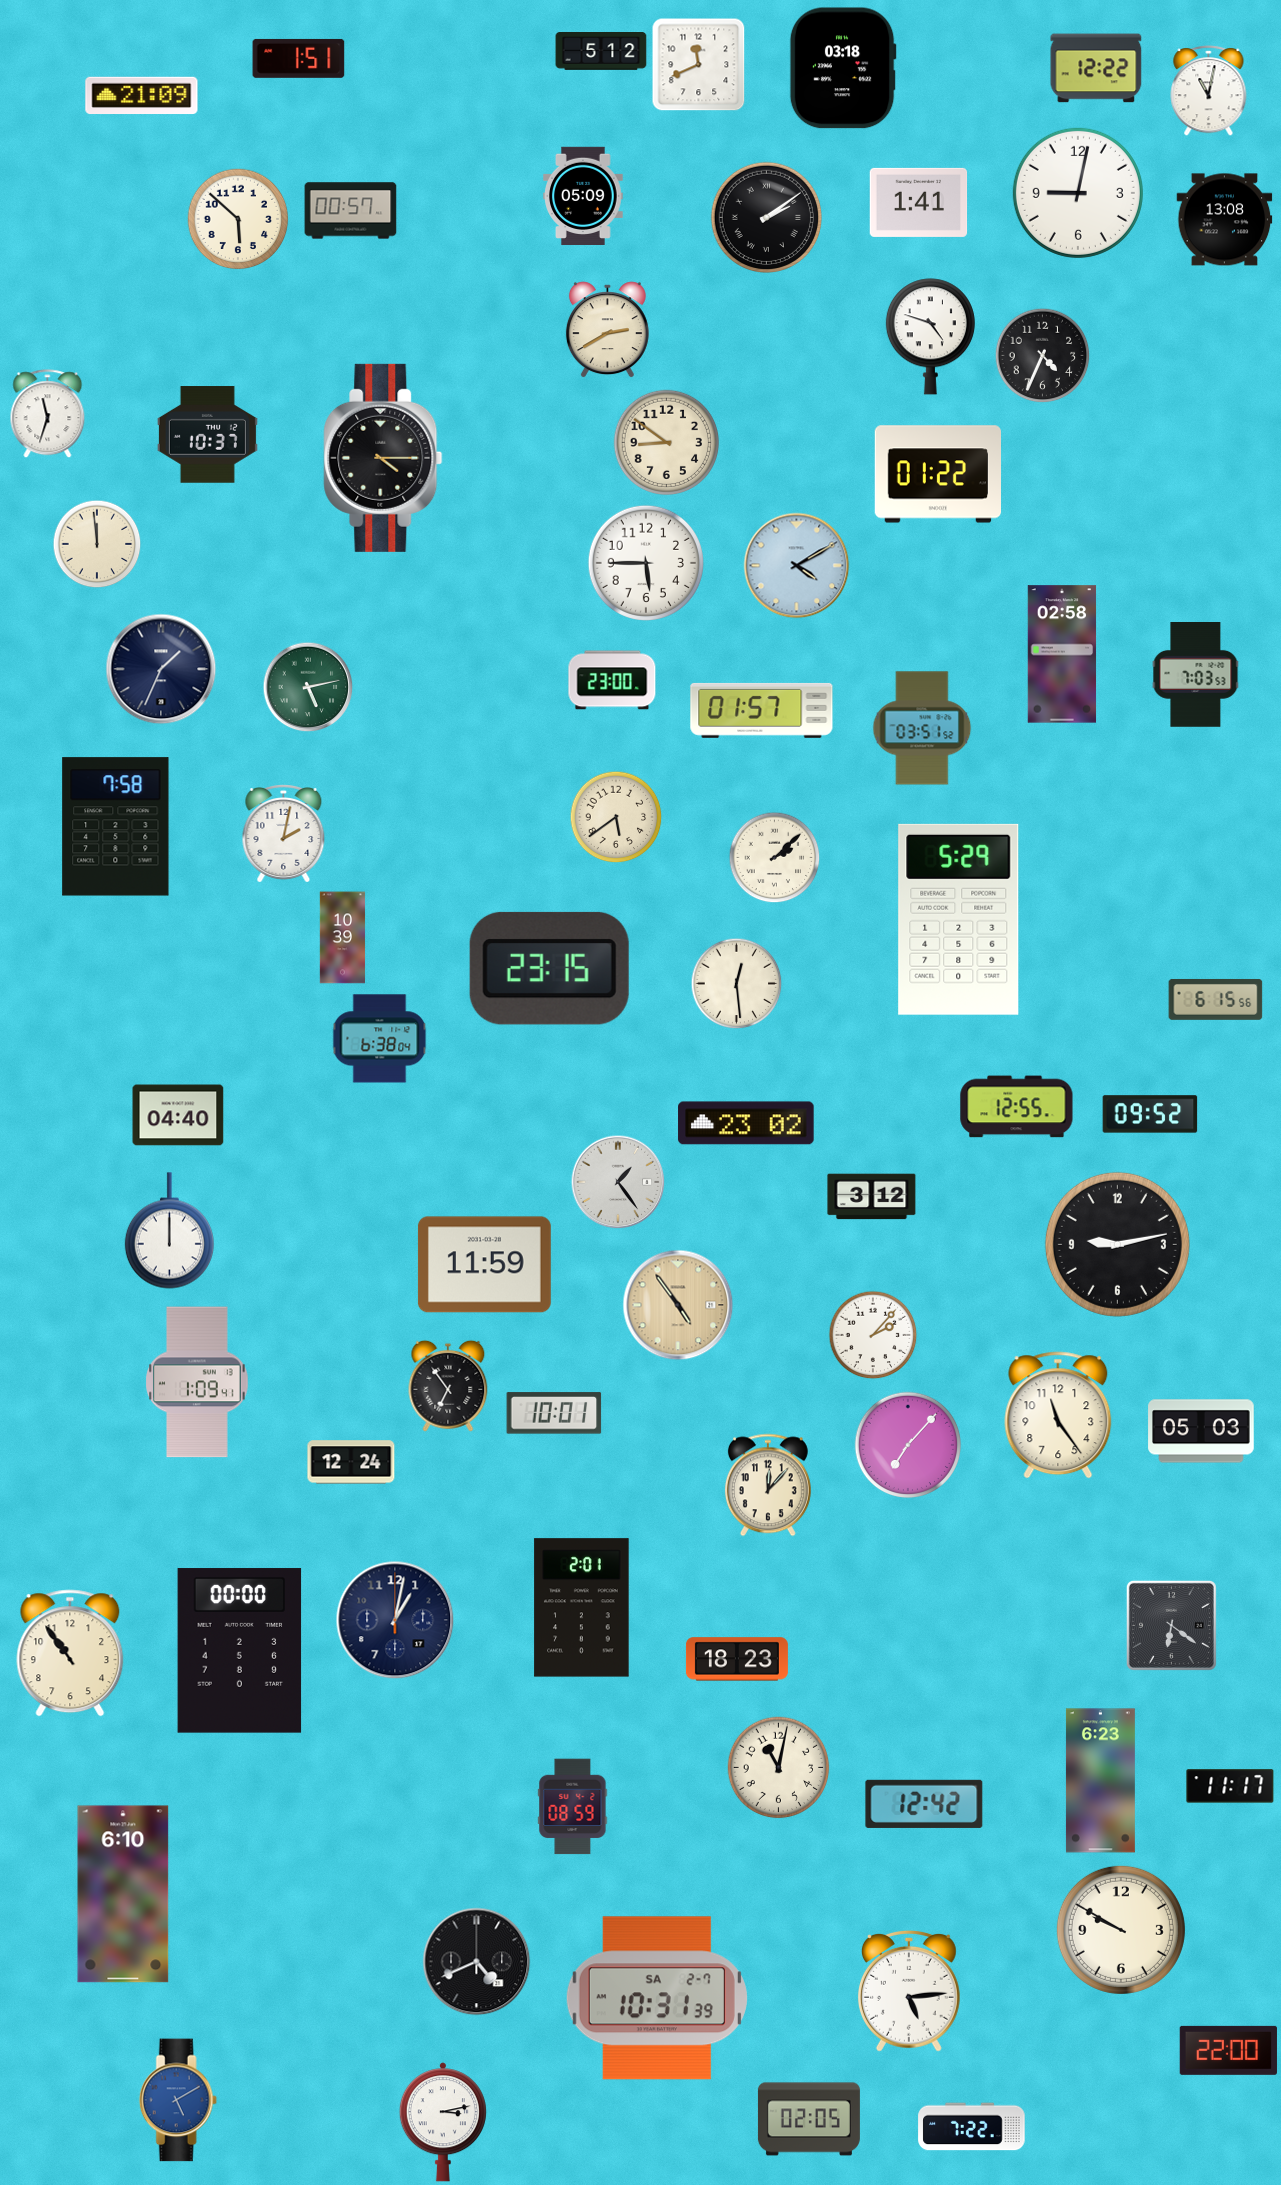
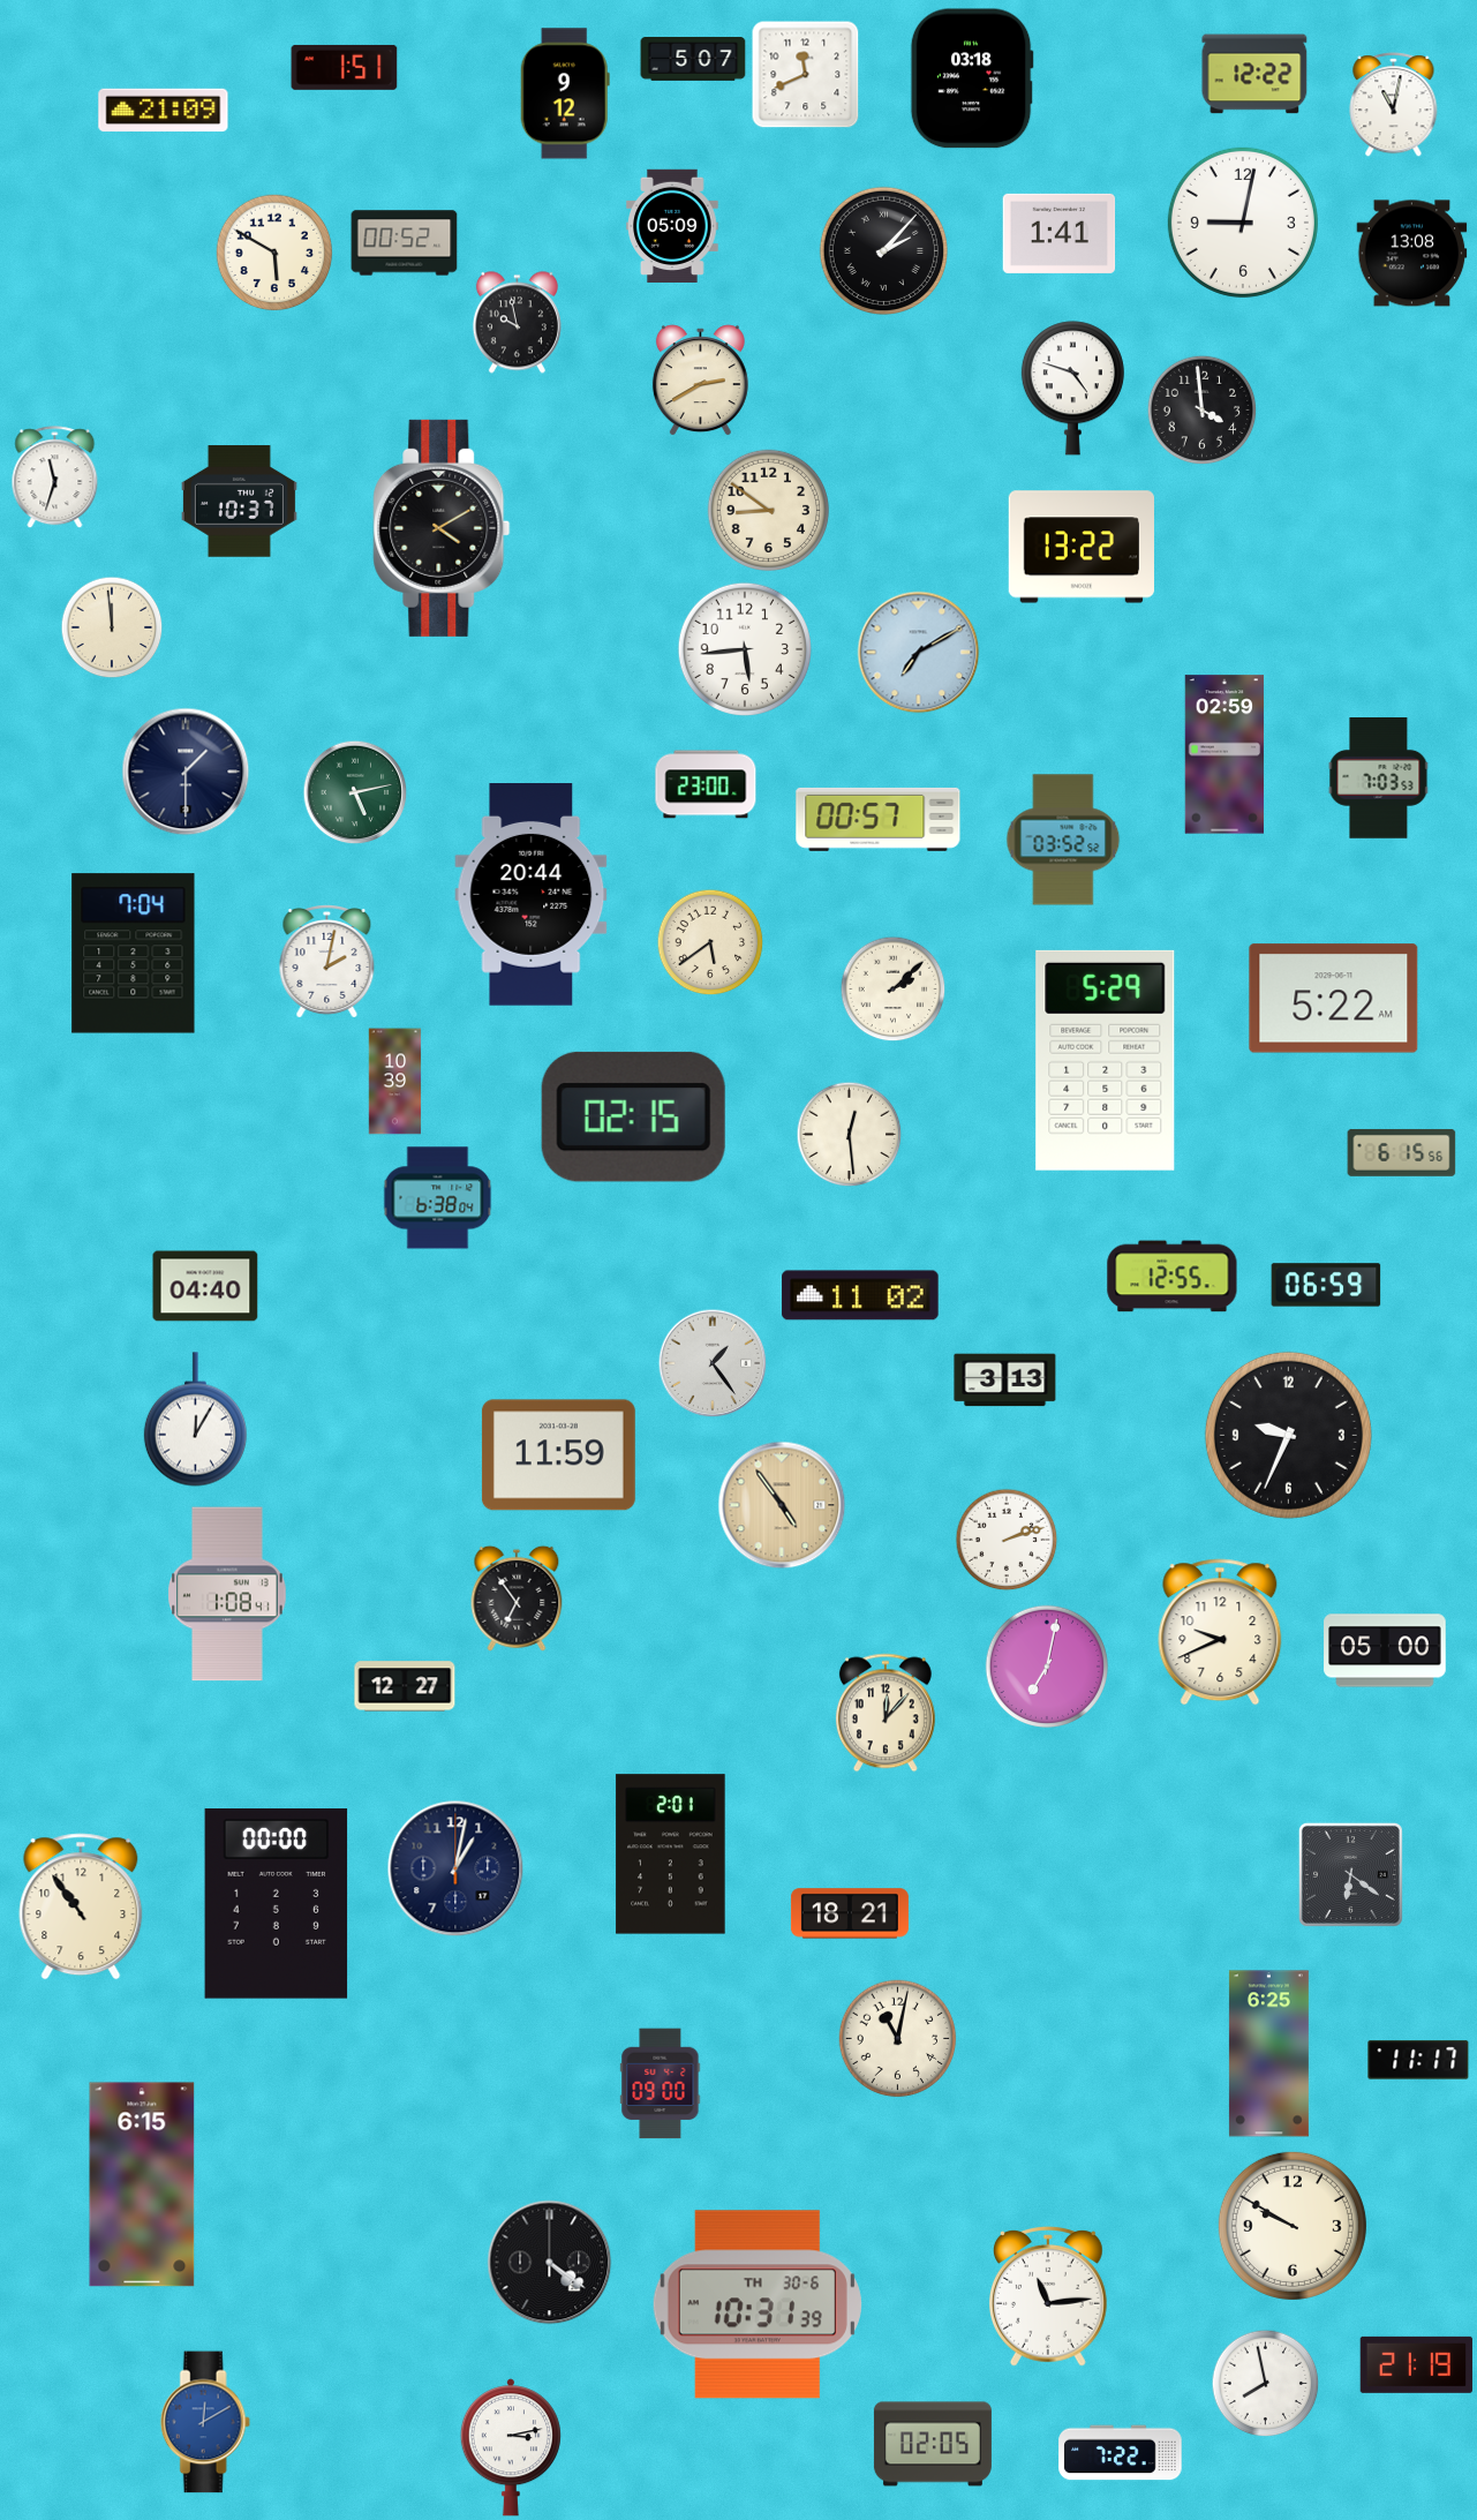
clock at (601, 52): 5:12 -> 5:07
clock at (1096, 68) position: (1096, 68) -> (1254, 74)
clock at (565, 93): none -> 9:12
clock at (351, 211): 00:57 -> 00:52
clock at (766, 217): 2:09 -> 2:07
clock at (238, 219): 5:52 -> 5:50
clock at (517, 323): none -> 9:58
clock at (1043, 356): 4:34 -> 3:59
clock at (383, 458): 4:15 -> 4:10
clock at (937, 474): 01:22 -> 13:22
clock at (646, 563): 5:45 -> 5:44
clock at (797, 566): 4:10 -> 7:10
clock at (1062, 654): 02:58 -> 02:59
clock at (161, 669): 1:34 -> 1:30
clock at (762, 710): 01:57 -> 00:57
clock at (922, 728): 03:51 -> 03:52
clock at (532, 895): none -> 20:44
clock at (116, 827): 7:58 -> 7:04
clock at (1334, 999): none -> 5:22
clock at (549, 968): 23:15 -> 02:15
clock at (1150, 1114): 09:52 -> 06:59
clock at (746, 1123): 23:02 -> 11:02
clock at (872, 1197): 3:12 -> 3:13
clock at (169, 1231): 12:00 -> 12:05
clock at (1117, 1244): 9:13 -> 9:34
clock at (484, 1265) position: (484, 1265) -> (558, 1455)
clock at (873, 1335): 2:07 -> 2:12
clock at (197, 1382): 1:09 -> 1:08
clock at (554, 1413): 10:01 -> none
clock at (1058, 1415): 11:24 -> 9:41
clock at (1201, 1431): 05:03 -> 05:00
clock at (908, 1445): 7:07 -> 7:02
clock at (351, 1462): 12:24 -> 12:27
clock at (737, 1659): 18:23 -> 18:21
clock at (1100, 1781): 6:23 -> 6:25
clock at (924, 1804): 12:42 -> none
clock at (573, 1807): 08:59 -> 09:00
clock at (123, 1894): 6:10 -> 6:15
clock at (477, 1962): 4:41 -> 4:21
clock at (909, 1991): 5:14 -> 11:14
clock at (657, 1998) date: SA 2-7 -> TH 30-6
clock at (1228, 2050): 22:00 -> 21:19
clock at (1266, 2384): none -> 7:58
clock at (178, 2100): 5:10 -> 12:10
